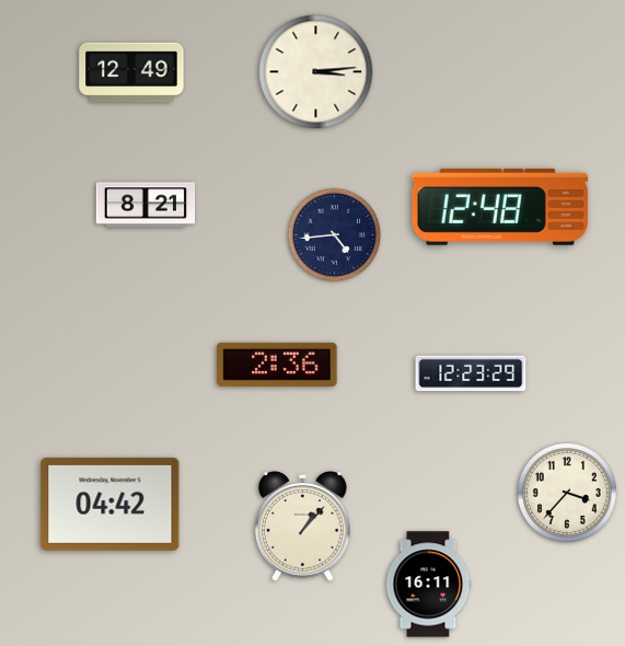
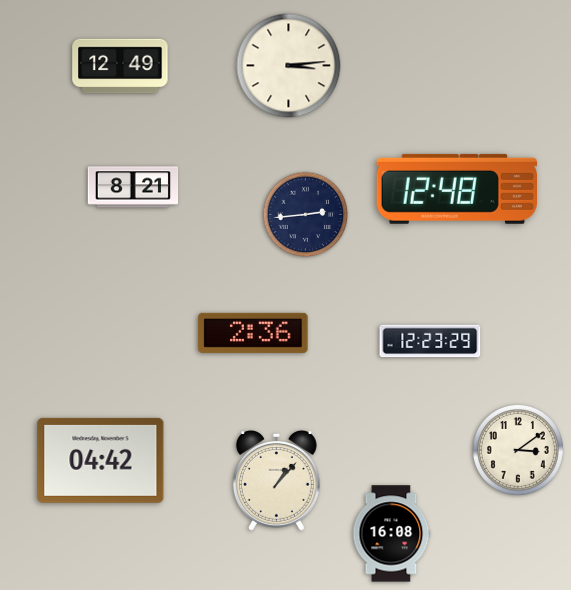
clock at (335, 235): 4:44 -> 2:44
clock at (567, 493): 3:37 -> 3:09
clock at (428, 585): 16:11 -> 16:08
